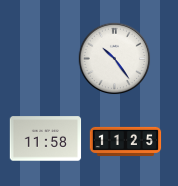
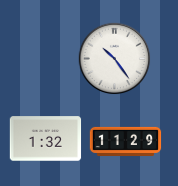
clock at (46, 139): 11:58 -> 1:32
clock at (126, 141): 11:25 -> 11:29
